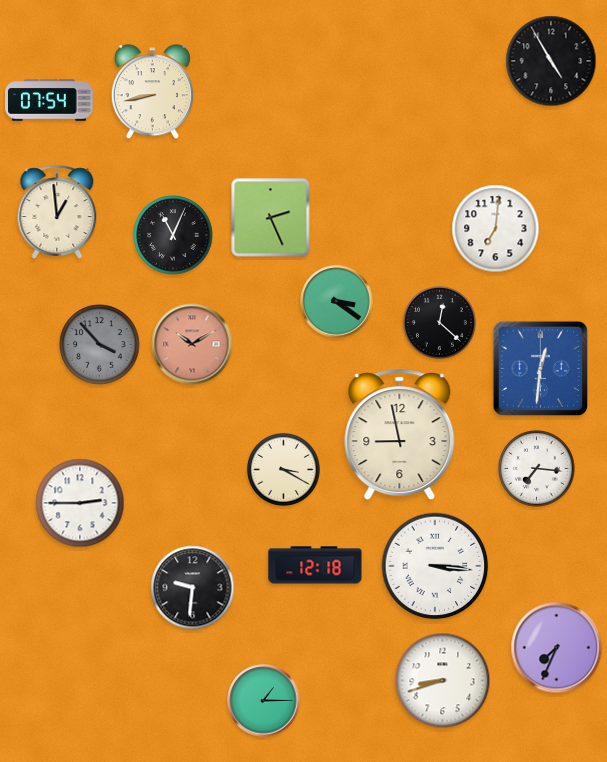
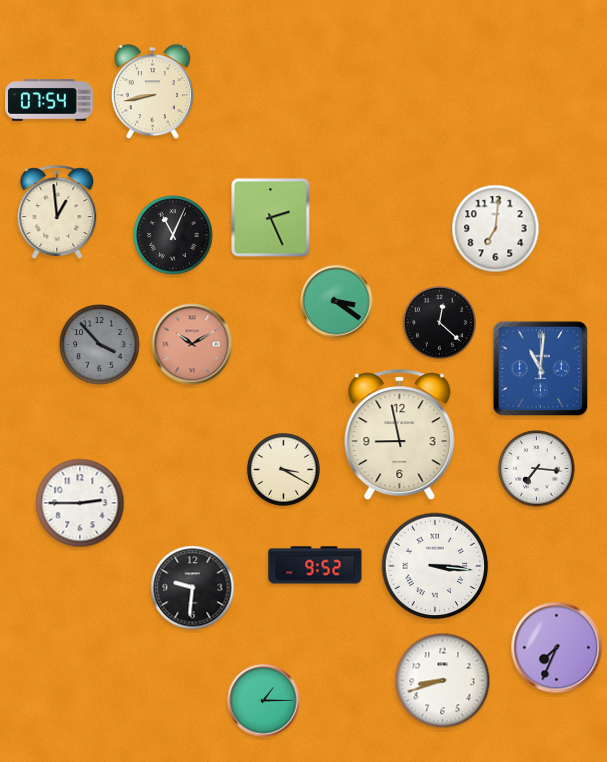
clock at (551, 61): 4:55 -> none
clock at (541, 369): 12:31 -> 11:01
clock at (315, 565): 12:18 -> 9:52
